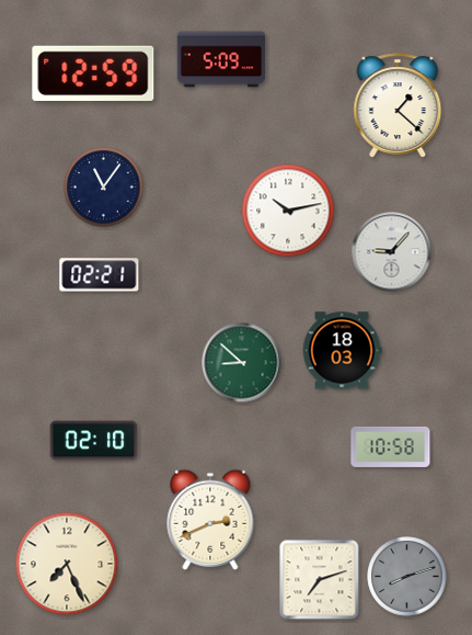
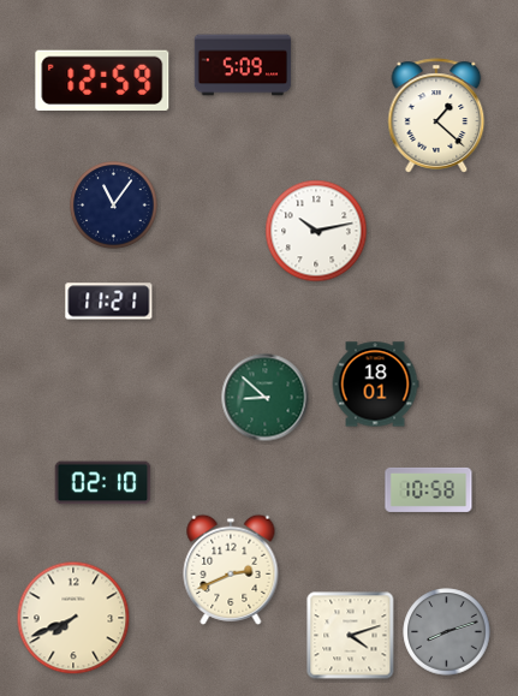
clock at (392, 252): 9:07 -> none
clock at (100, 275): 02:21 -> 11:21
clock at (342, 351): 18:03 -> 18:01
clock at (67, 564): 7:26 -> 7:41
clock at (320, 580): 7:12 -> 4:12
